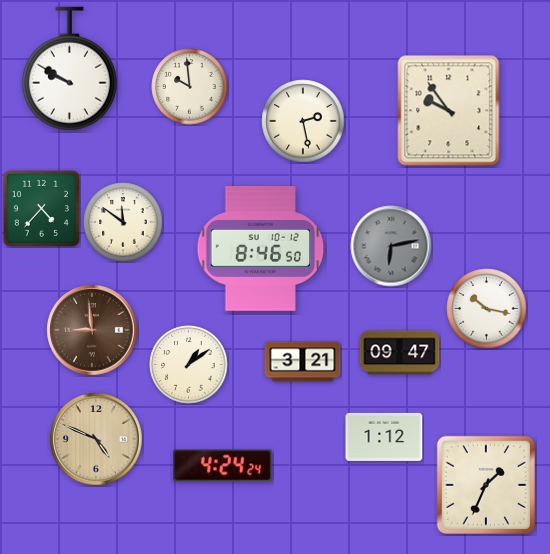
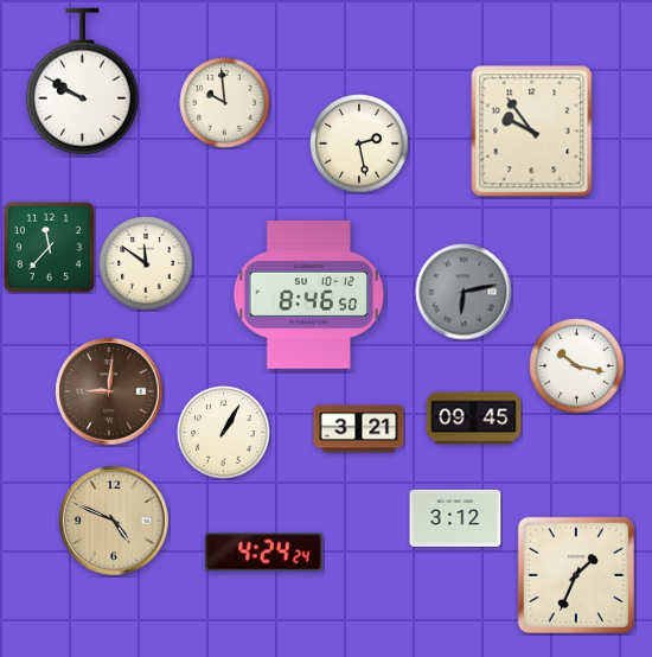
clock at (41, 208): 4:37 -> 11:37
clock at (92, 330): 8:59 -> 9:01
clock at (400, 353): 09:47 -> 09:45
clock at (189, 365): 1:09 -> 1:05
clock at (384, 437): 1:12 -> 3:12
